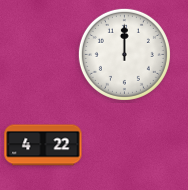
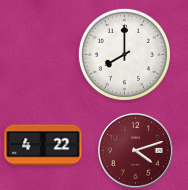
clock at (124, 54): 12:00 -> 8:00
clock at (135, 150): none -> 4:12
